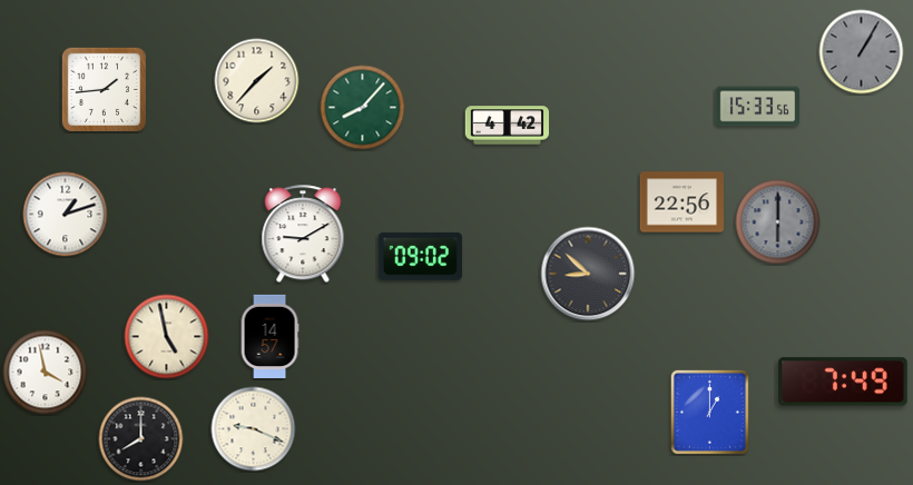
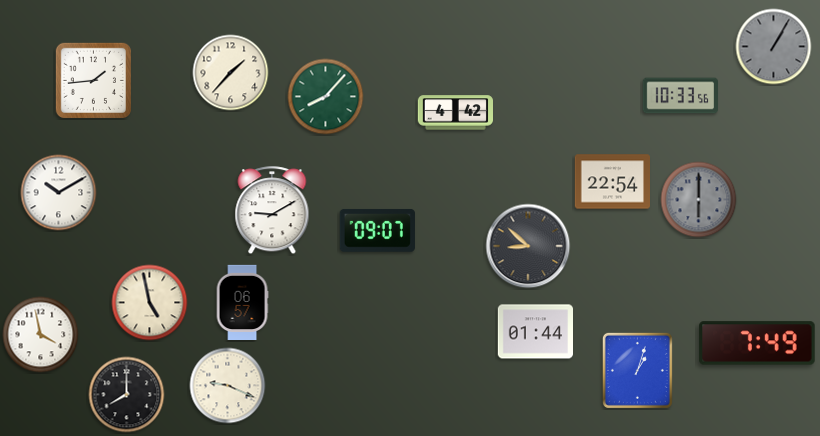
clock at (757, 107): 15:33 -> 10:33
clock at (681, 202): 22:56 -> 22:54
clock at (66, 215): 1:12 -> 10:10
clock at (420, 257): 09:02 -> 09:07
clock at (269, 337): 14:57 -> 06:57
clock at (535, 332): none -> 01:44
clock at (709, 412): 1:00 -> 1:03
